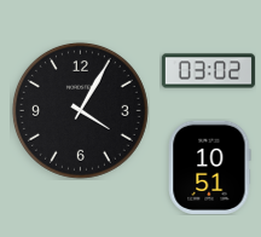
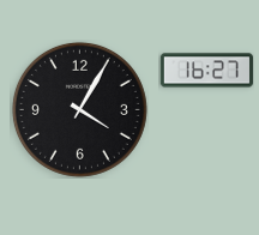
clock at (208, 71): 03:02 -> 16:27
clock at (210, 167): 10:51 -> none
